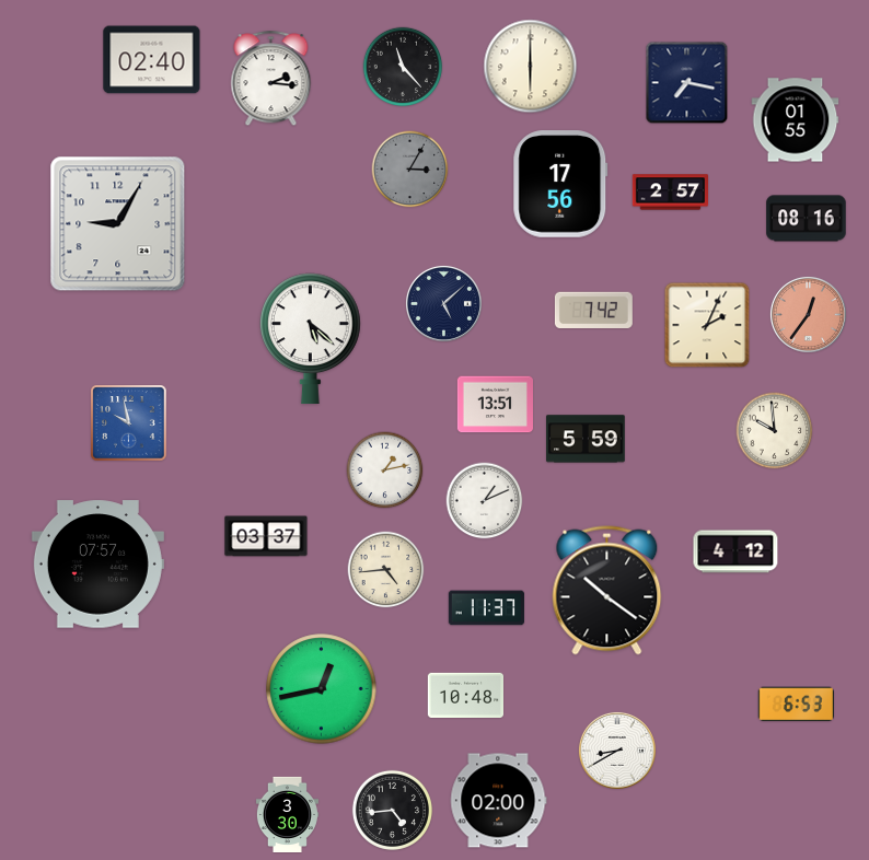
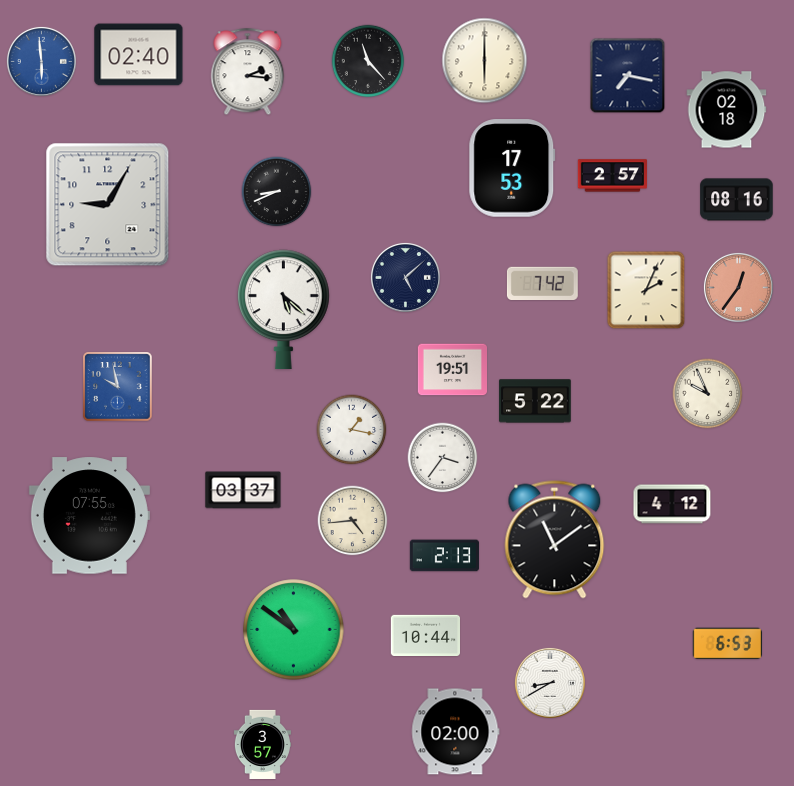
clock at (41, 61): none -> 5:59
clock at (796, 120): 01:55 -> 02:18
clock at (410, 170): 3:05 -> none
clock at (560, 184): 17:56 -> 17:53
clock at (277, 192): none -> 8:41
clock at (707, 325) position: (707, 325) -> (646, 290)
clock at (495, 405): 13:51 -> 19:51
clock at (775, 431): 9:59 -> 9:56
clock at (586, 439): 5:59 -> 5:22
clock at (385, 470): 1:13 -> 1:17
clock at (485, 501): 1:11 -> 3:36
clock at (97, 565): 07:57 -> 07:55
clock at (607, 591): 10:21 -> 11:09
clock at (486, 608): 11:37 -> 2:13
clock at (322, 689): 12:43 -> 10:51
clock at (465, 695): 10:48 -> 10:44
clock at (617, 751) position: (617, 751) -> (550, 683)
clock at (392, 810): 4:44 -> none
clock at (287, 815): 3:30 -> 3:57
